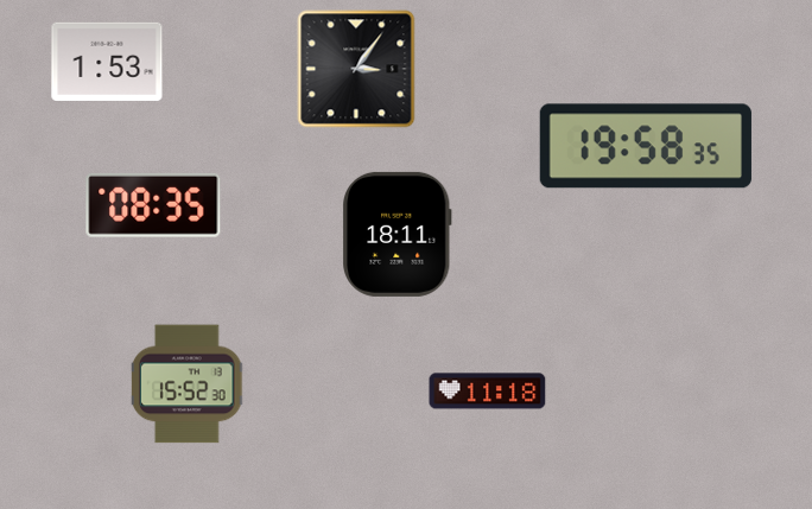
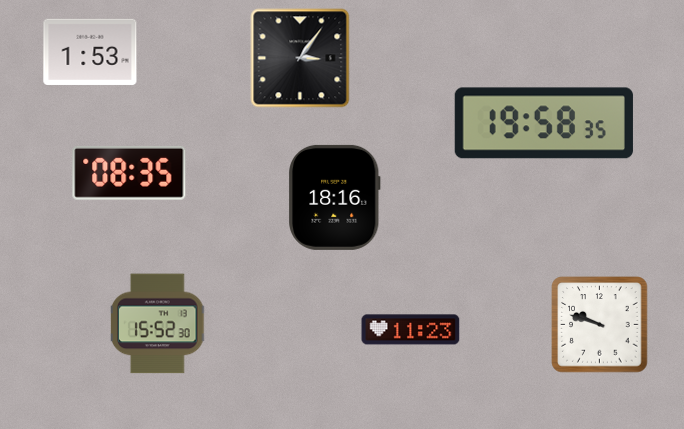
clock at (398, 234): 18:11 -> 18:16
clock at (600, 325): none -> 9:48
clock at (488, 392): 11:18 -> 11:23
